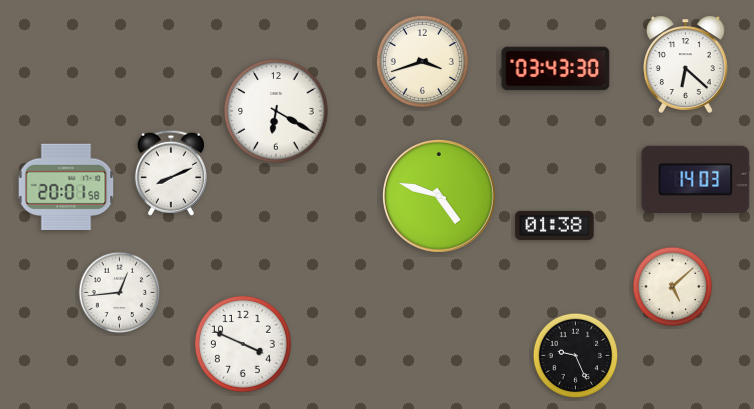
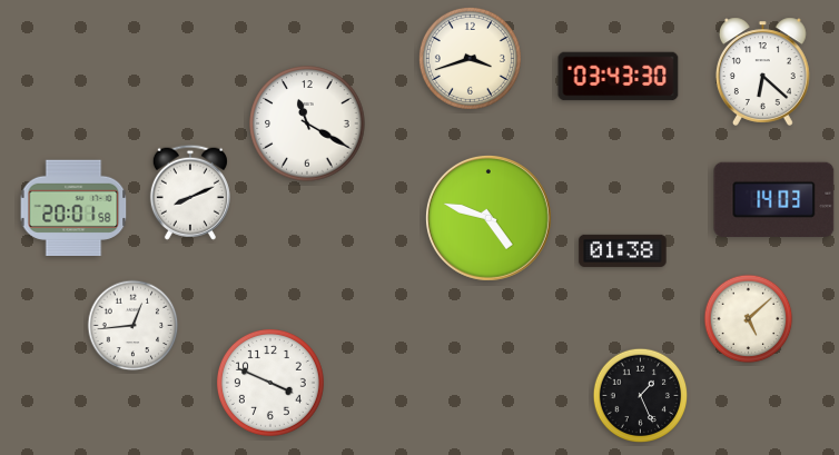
clock at (422, 61) position: (422, 61) -> (470, 58)
clock at (276, 111): 6:20 -> 11:20
clock at (555, 225) position: (555, 225) -> (623, 250)
clock at (576, 356): 9:26 -> 1:26
